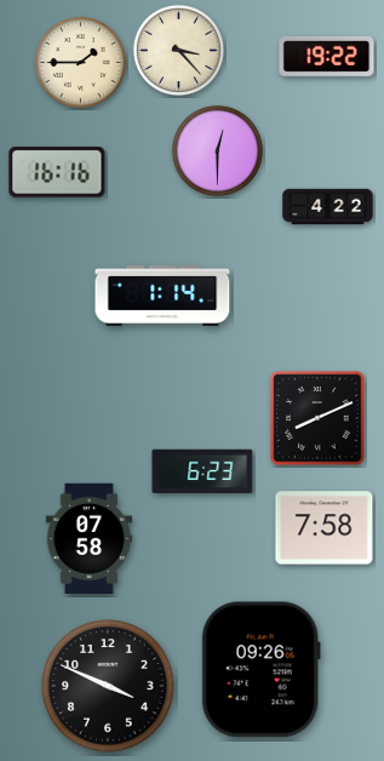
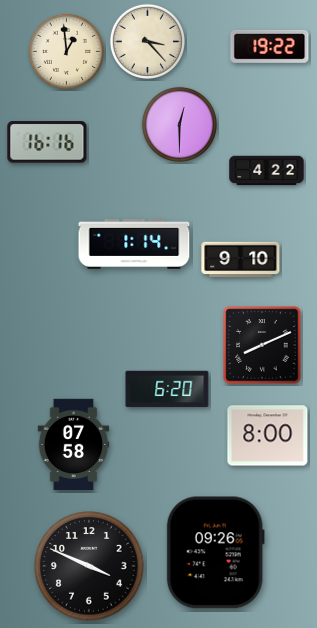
clock at (80, 62): 1:45 -> 12:59
clock at (328, 207) position: (328, 207) -> (267, 171)
clock at (241, 260): none -> 9:10
clock at (202, 471): 6:23 -> 6:20
clock at (325, 528): 7:58 -> 8:00
